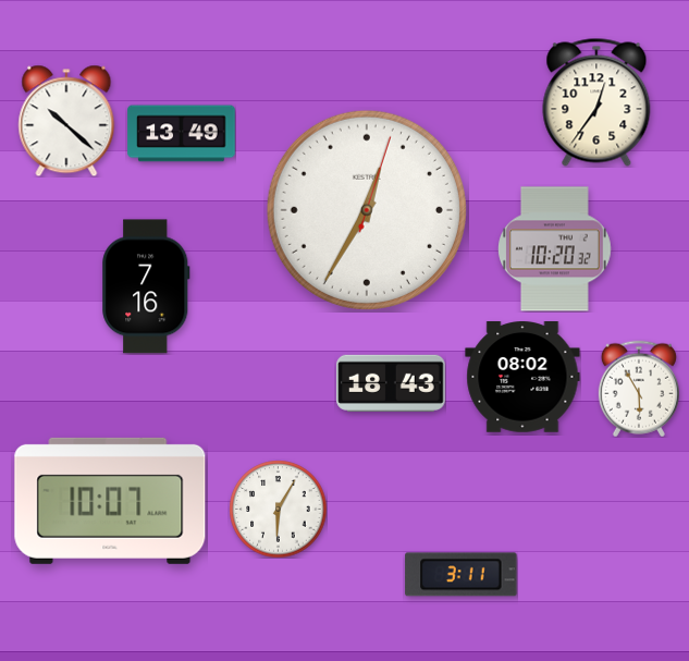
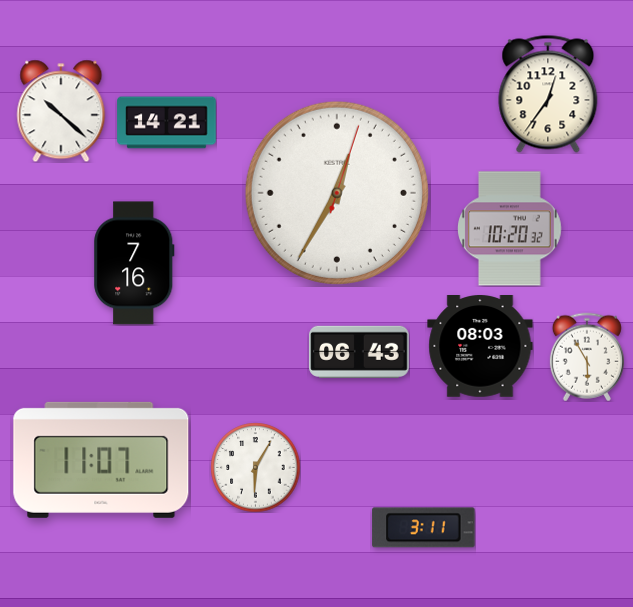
clock at (182, 134): 13:49 -> 14:21
clock at (522, 378): 08:02 -> 08:03
clock at (391, 383): 18:43 -> 06:43
clock at (110, 501): 10:07 -> 11:07
